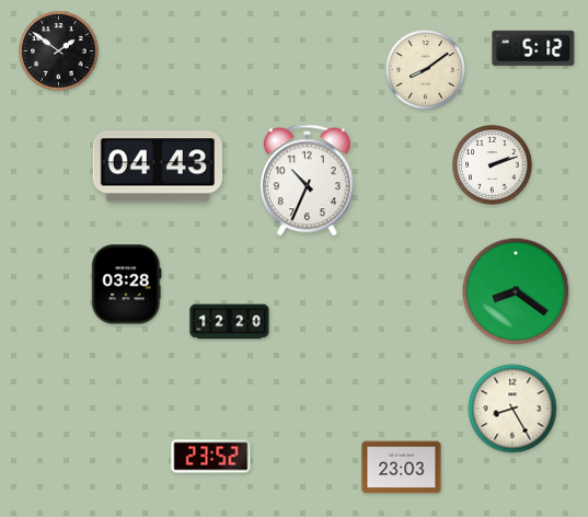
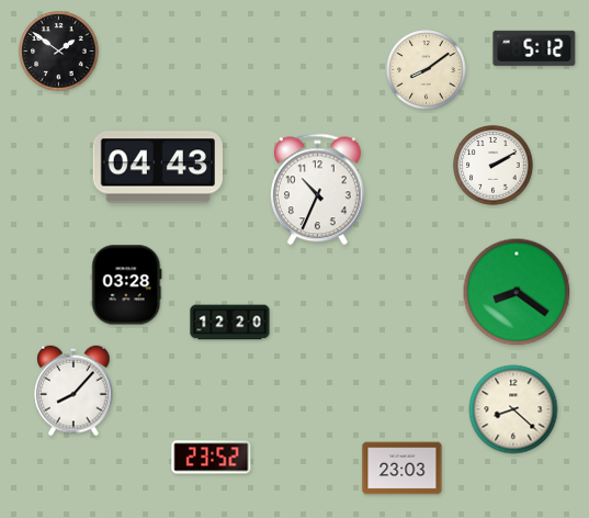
clock at (493, 165): 2:12 -> 2:10
clock at (307, 181) position: (307, 181) -> (317, 190)
clock at (73, 391): none -> 8:07
clock at (512, 409): 8:25 -> 8:22
